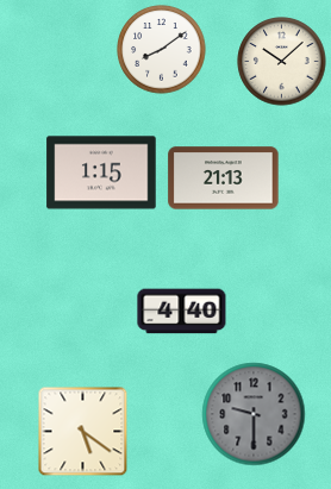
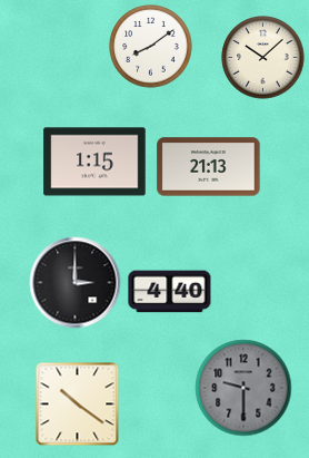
clock at (76, 283): none -> 3:00
clock at (254, 414) position: (254, 414) -> (243, 388)
clock at (83, 432): 5:21 -> 10:21
